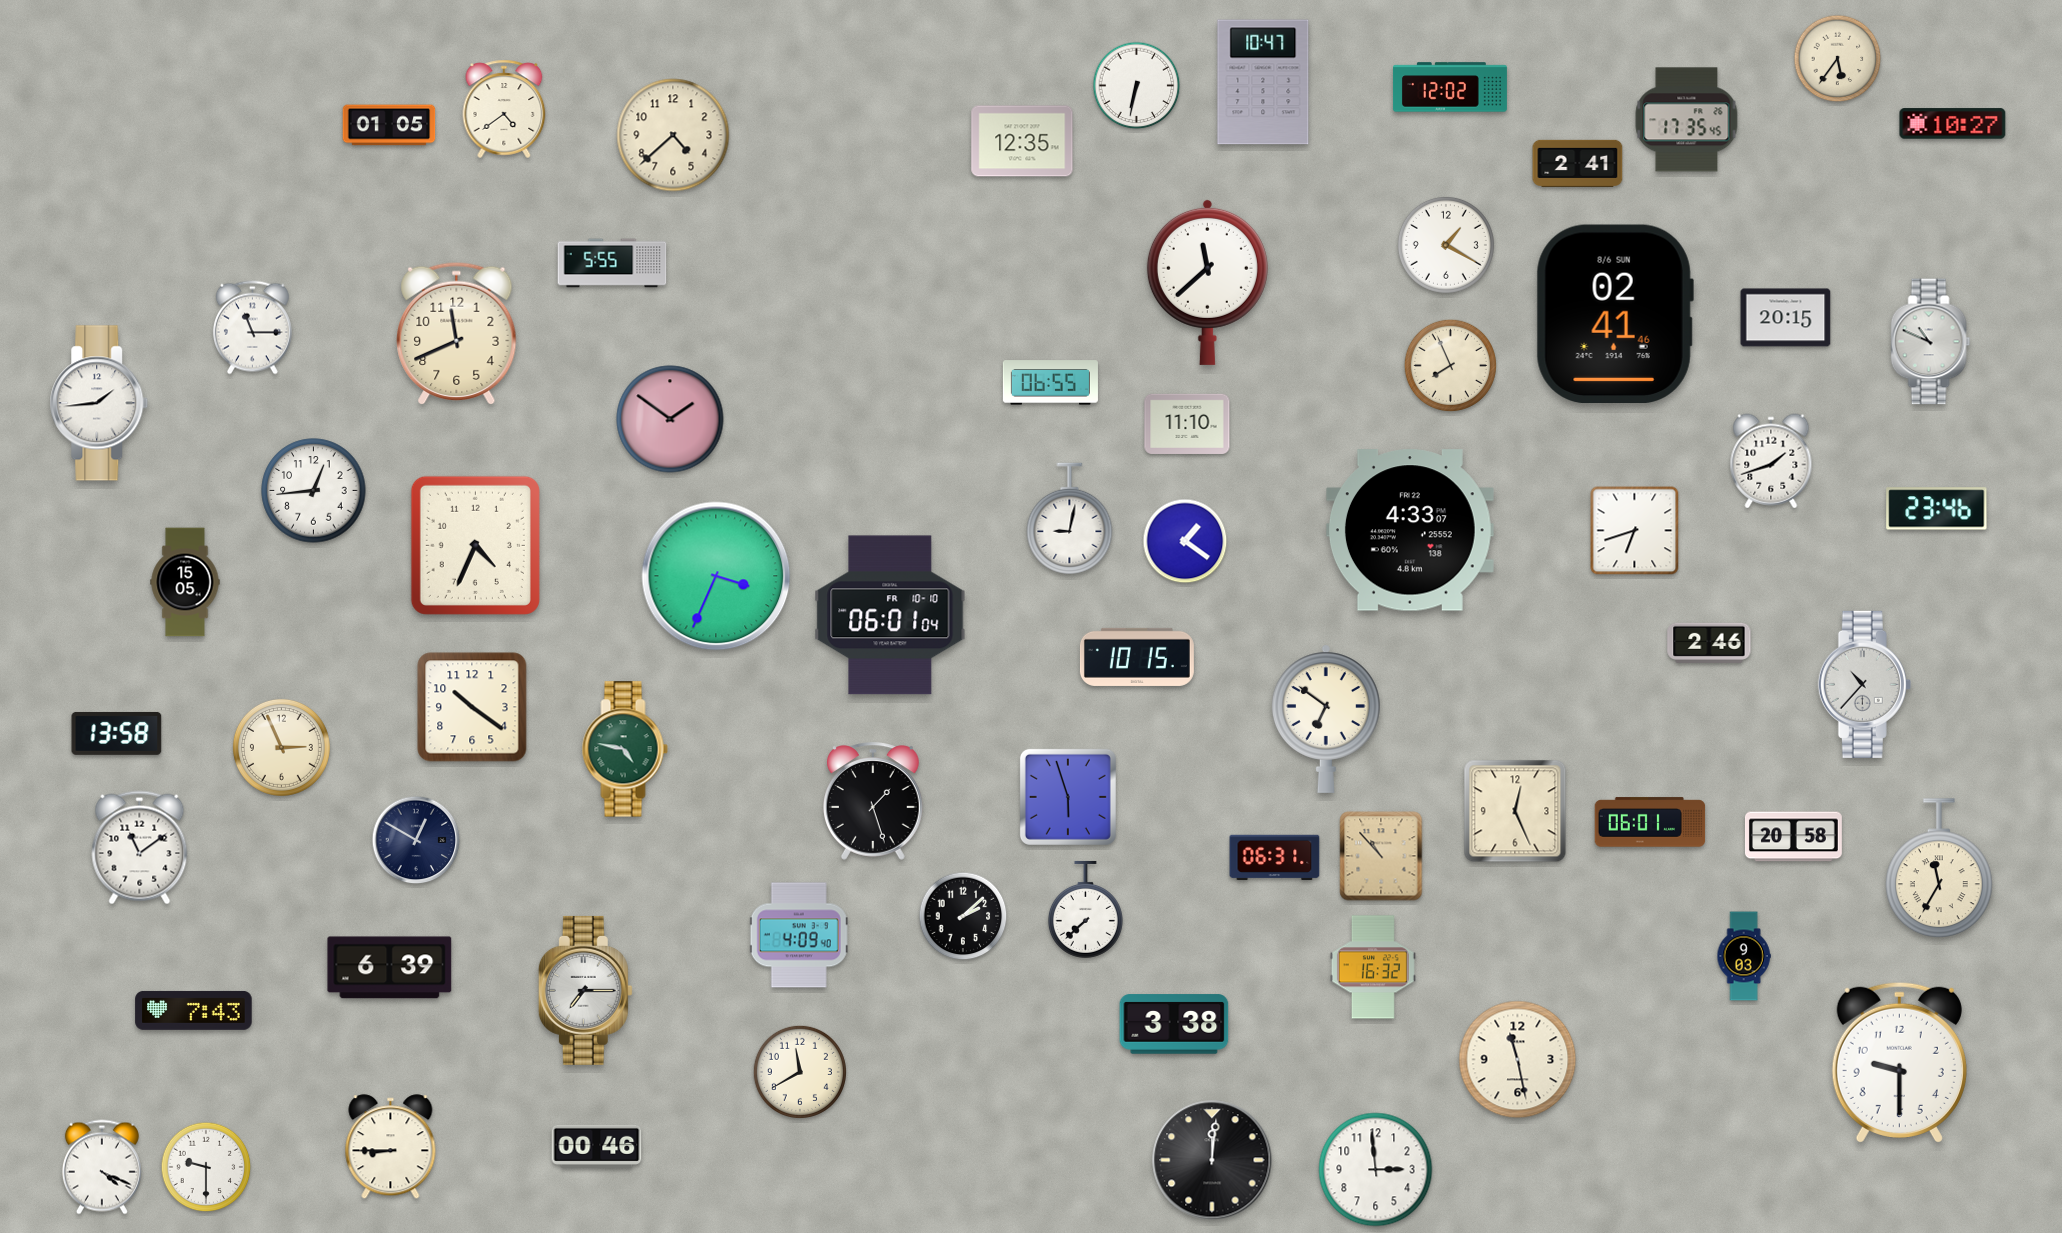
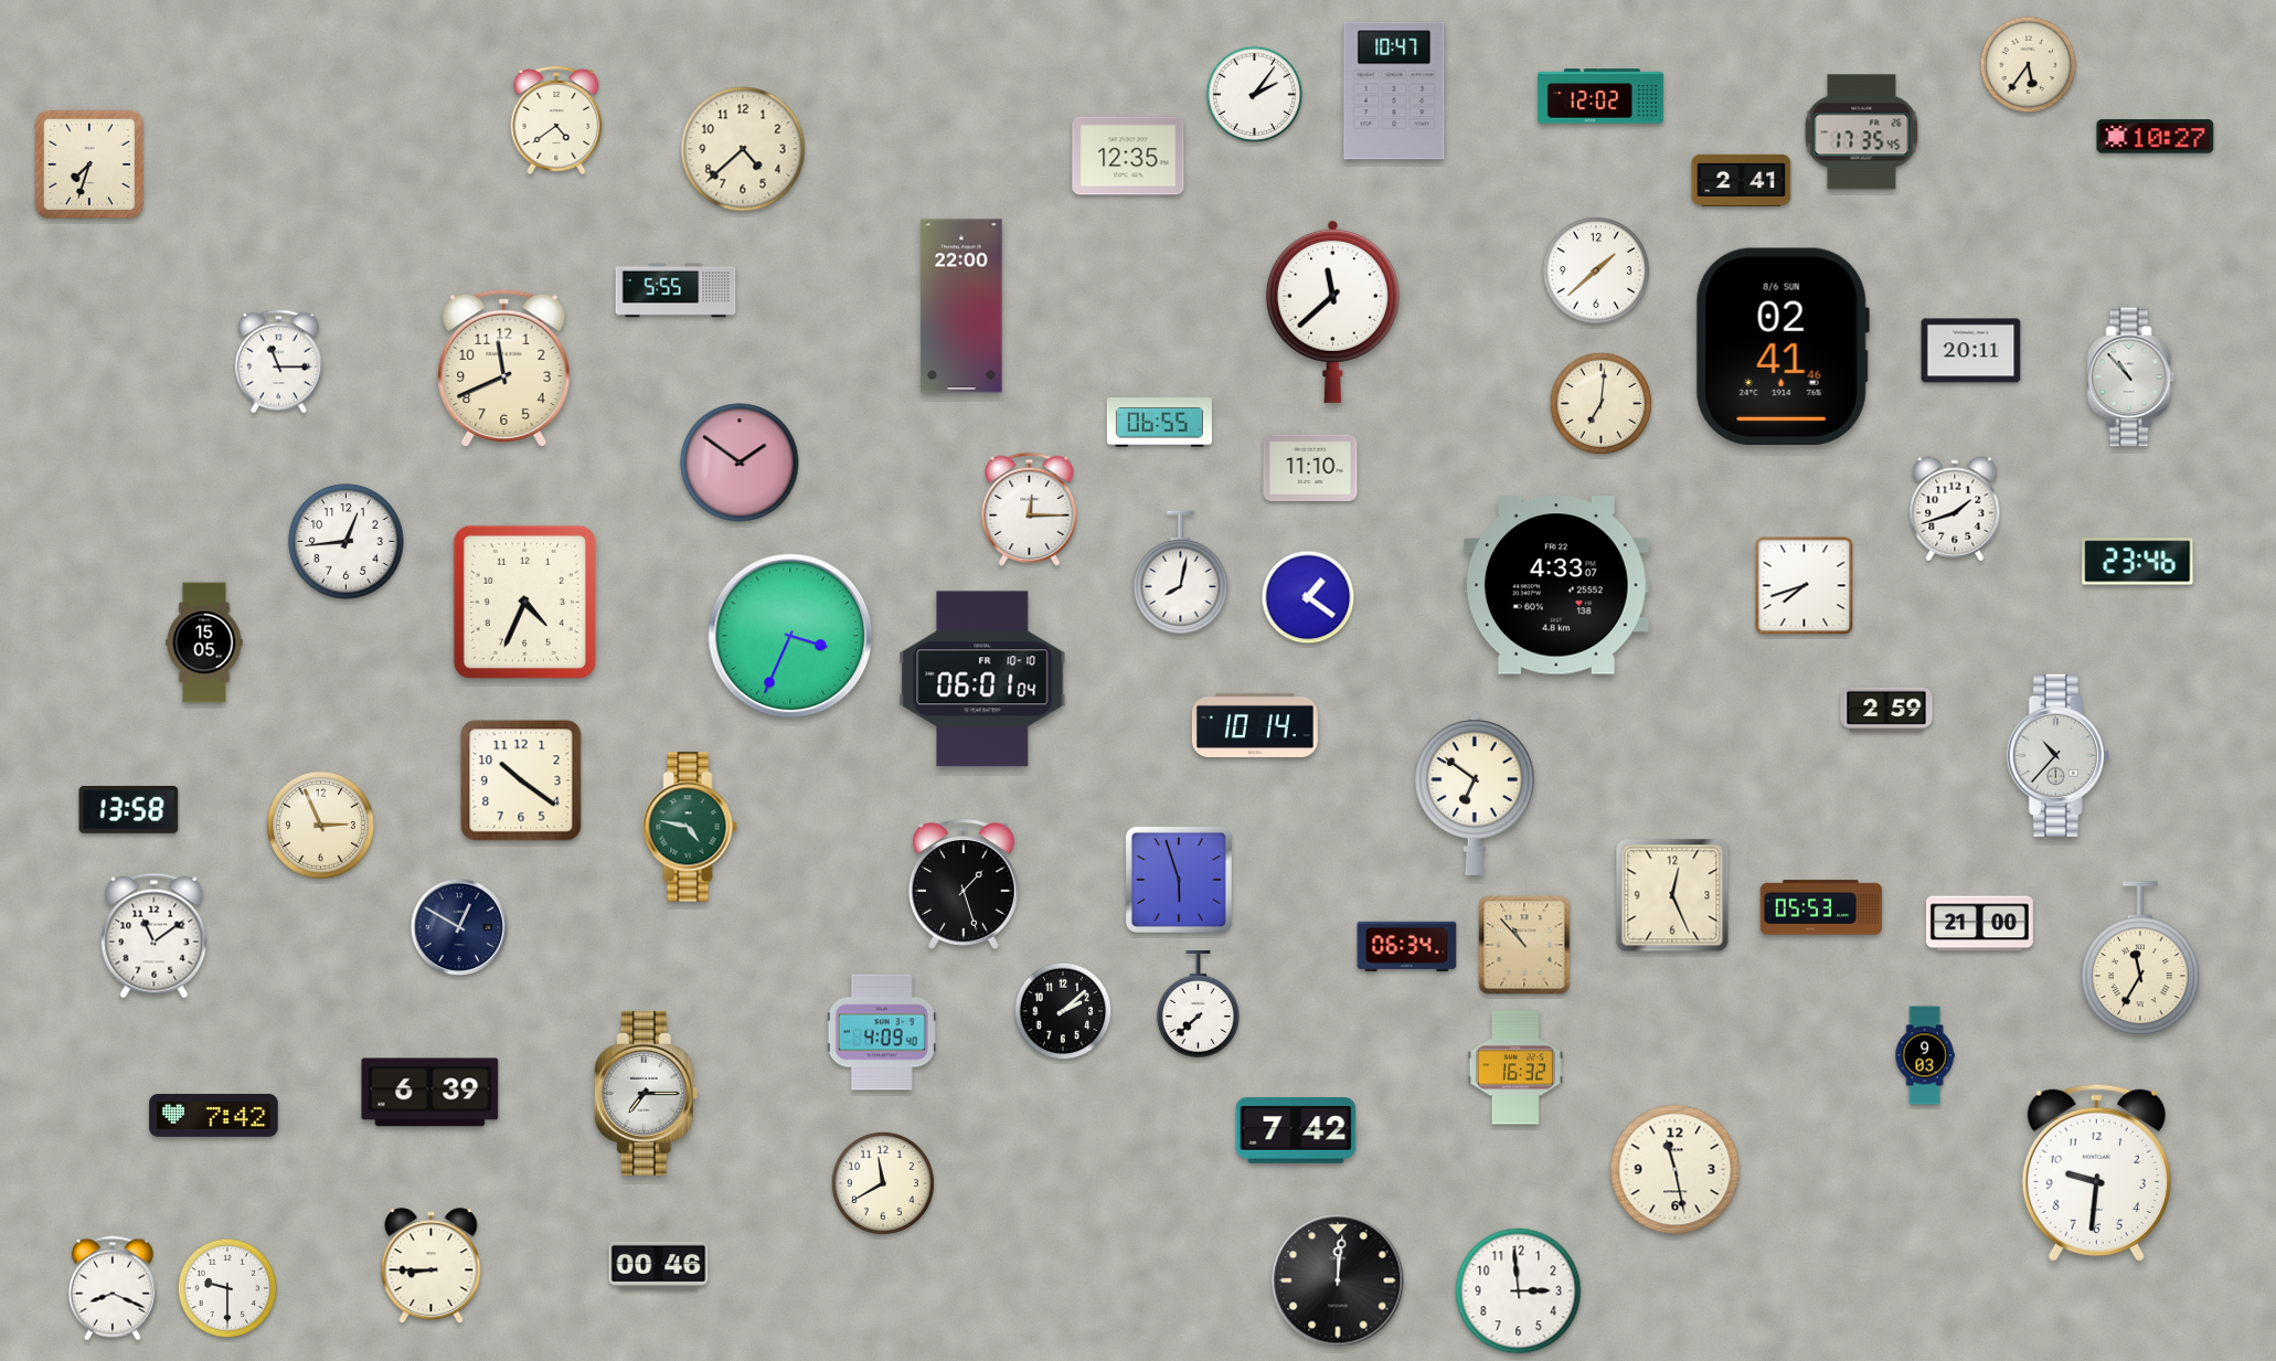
clock at (1137, 86): 6:32 -> 2:06
clock at (389, 125): 01:05 -> none
clock at (88, 163): none -> 7:33
clock at (1446, 245): 1:20 -> 1:38
clock at (961, 306): none -> 22:00
clock at (1786, 318): 20:15 -> 20:11
clock at (1931, 342): 10:49 -> 10:53
clock at (1450, 365): 7:56 -> 7:01
clock at (99, 403): 1:44 -> none
clock at (1030, 509): none -> 12:15
clock at (1070, 519): 9:02 -> 8:02
clock at (1635, 531): 6:42 -> 7:42
clock at (1709, 643): 2:46 -> 2:59
clock at (1137, 657): 10:15 -> 10:14
clock at (1326, 719) position: (1326, 719) -> (1475, 794)
clock at (281, 747) position: (281, 747) -> (320, 825)
clock at (1650, 822): 06:01 -> 05:53
clock at (1793, 837): 20:58 -> 21:00
clock at (1275, 858): 06:31 -> 06:34
clock at (390, 968) position: (390, 968) -> (430, 1093)
clock at (194, 1010): 7:43 -> 7:42
clock at (1174, 1024): 3:38 -> 7:42
clock at (1899, 1062): 9:30 -> 9:31
clock at (102, 1167): 4:19 -> 8:19
